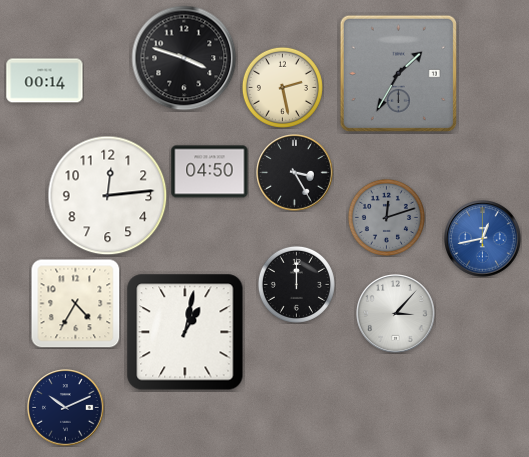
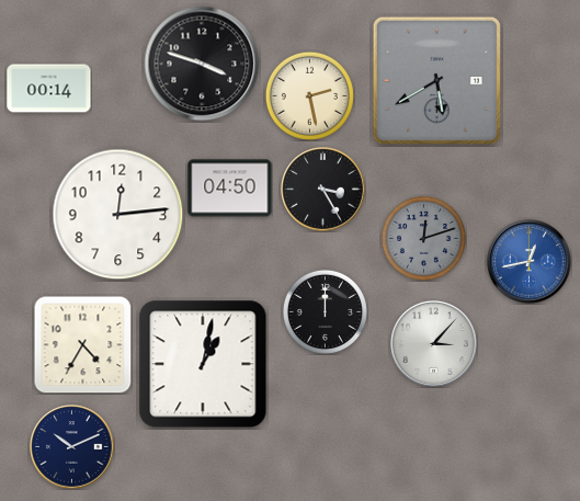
clock at (398, 73): 1:35 -> 5:40
clock at (76, 304) position: (76, 304) -> (83, 345)
